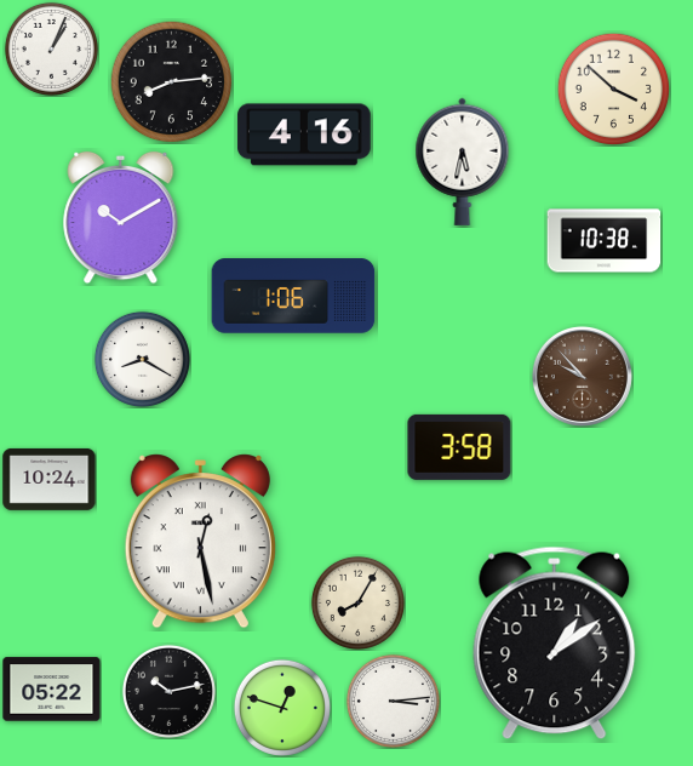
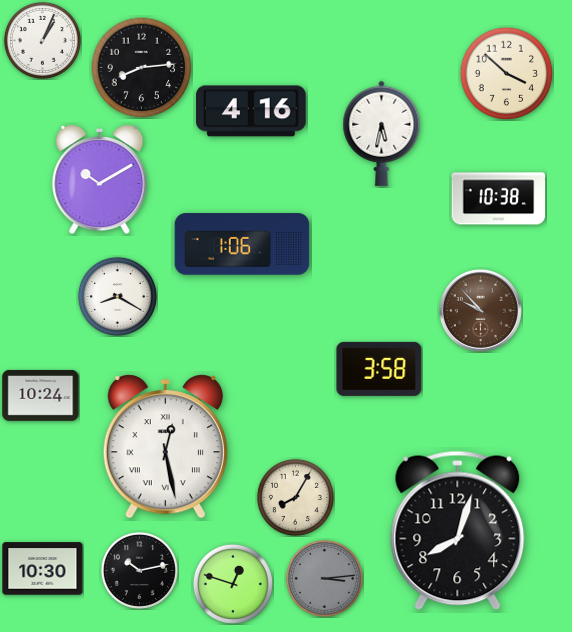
clock at (555, 644): 1:09 -> 8:03
clock at (52, 690): 05:22 -> 10:30
clock at (393, 701) dial: white -> grey
